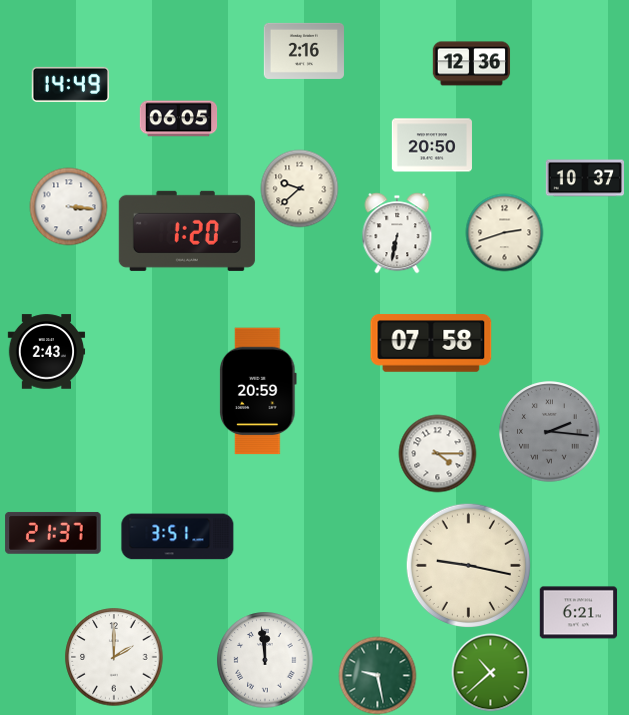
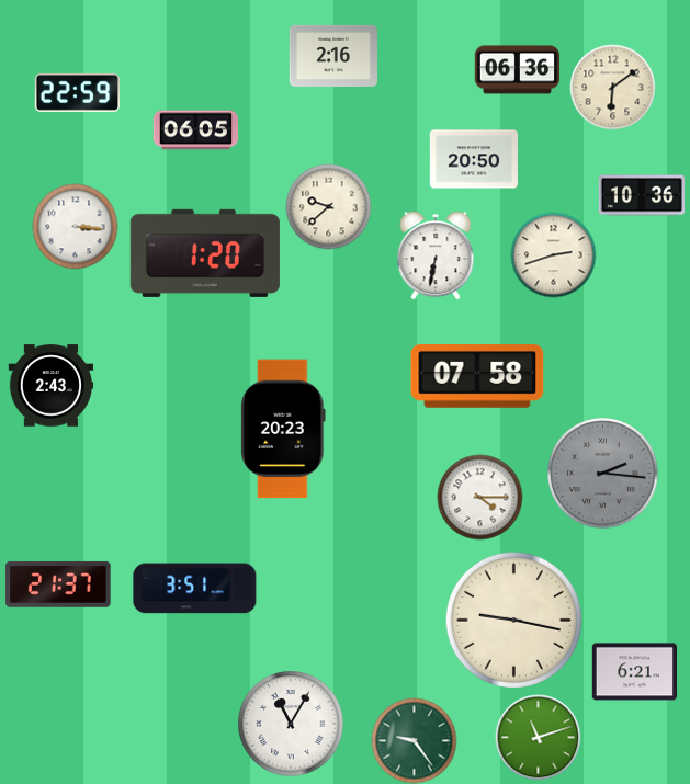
clock at (471, 64): 12:36 -> 06:36
clock at (612, 87): none -> 6:09
clock at (70, 84): 14:49 -> 22:59
clock at (584, 178): 10:37 -> 10:36
clock at (431, 343) position: (431, 343) -> (477, 376)
clock at (259, 391): 20:59 -> 20:23
clock at (114, 657): 2:00 -> none
clock at (265, 660): 11:59 -> 11:05
clock at (490, 672): 10:38 -> 11:12
clock at (377, 675): 9:28 -> 9:24
